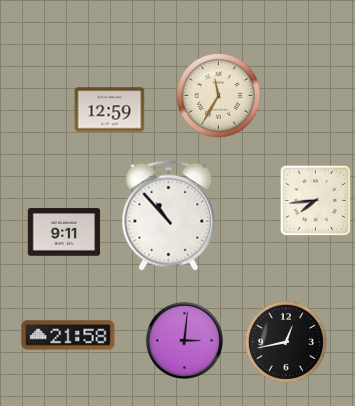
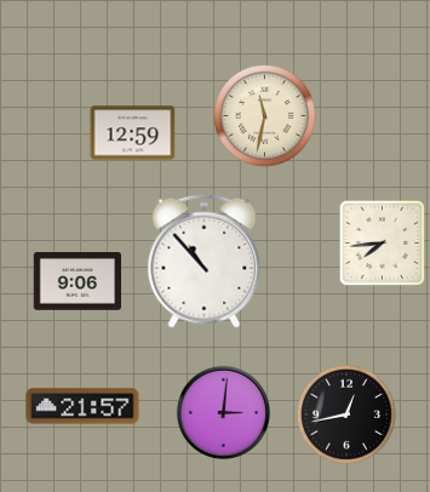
clock at (219, 96): 11:35 -> 11:32
clock at (64, 232): 9:11 -> 9:06
clock at (68, 335): 21:58 -> 21:57
